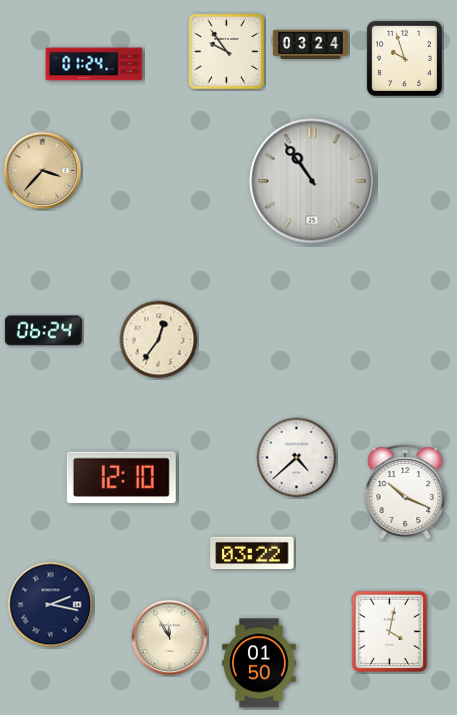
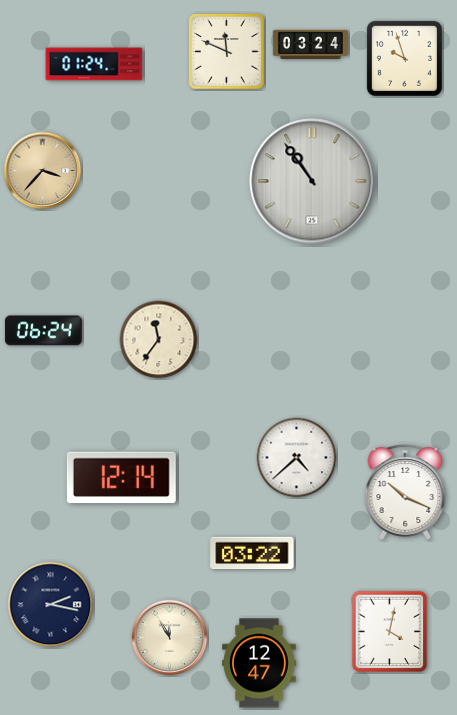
clock at (227, 52): 9:54 -> 11:49
clock at (159, 340): 12:36 -> 11:36
clock at (121, 478): 12:10 -> 12:14
clock at (259, 663): 01:50 -> 12:47
